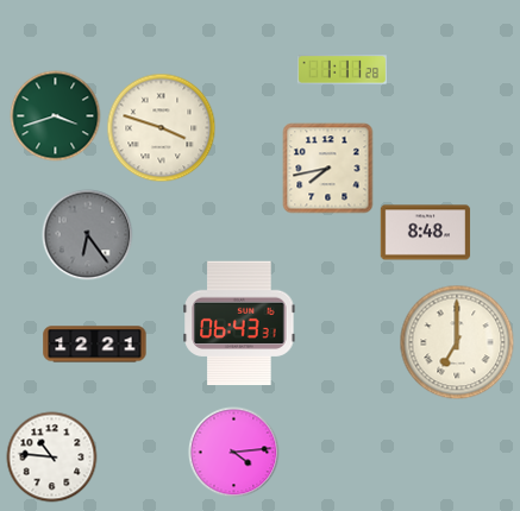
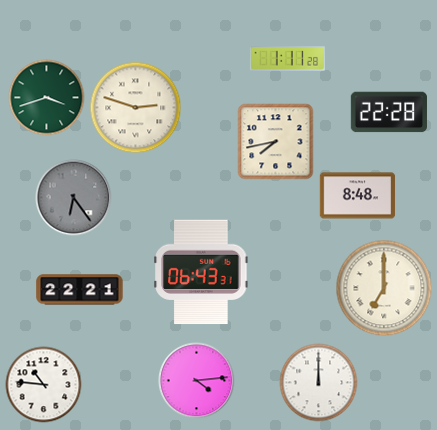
clock at (162, 128): 3:48 -> 2:48
clock at (389, 112): none -> 22:28
clock at (95, 345): 12:21 -> 22:21
clock at (319, 383): none -> 12:00
